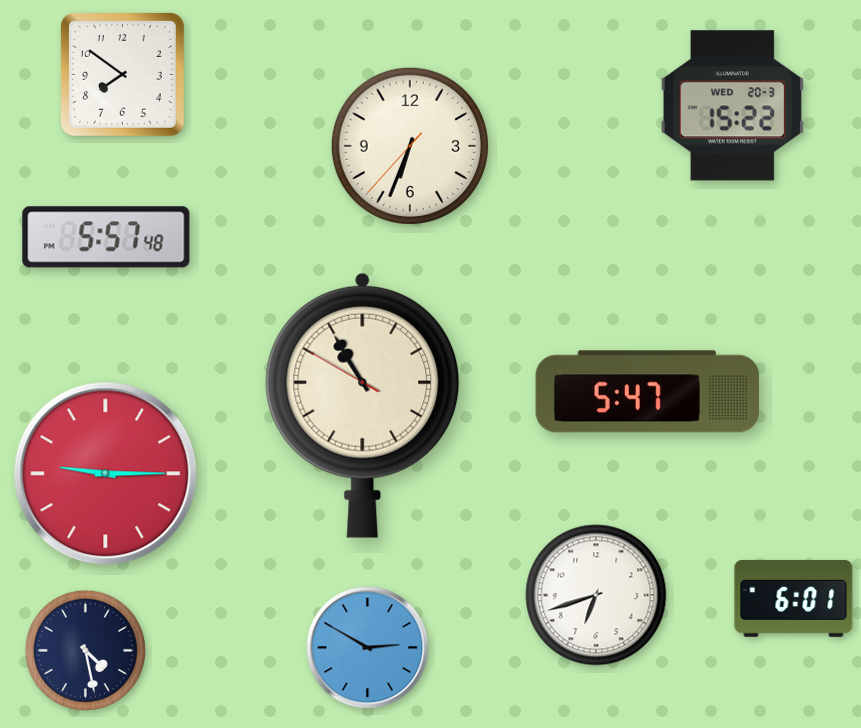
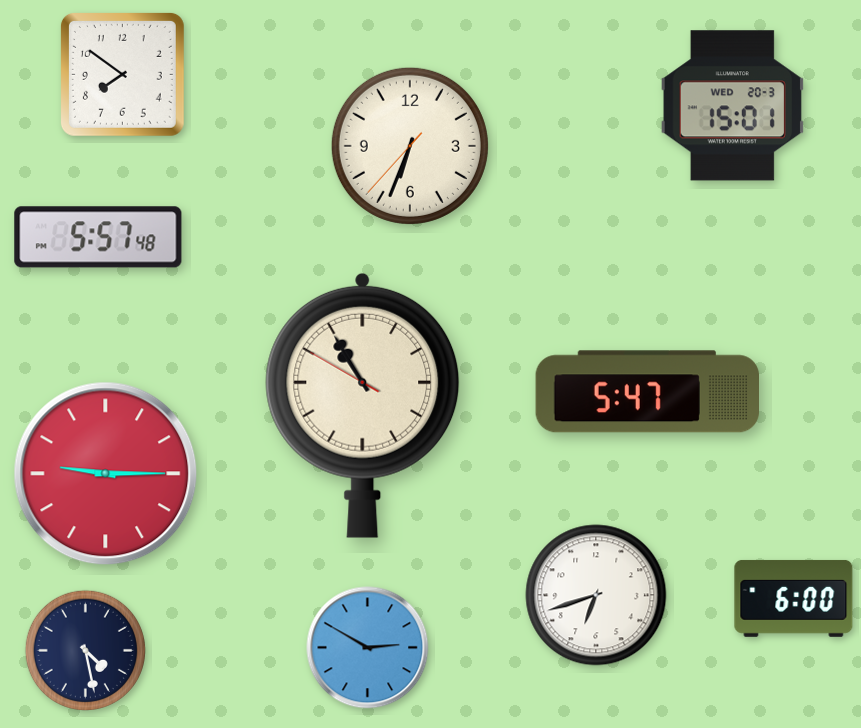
clock at (732, 106): 15:22 -> 15:01
clock at (106, 237) position: (106, 237) -> (98, 237)
clock at (794, 598): 6:01 -> 6:00
